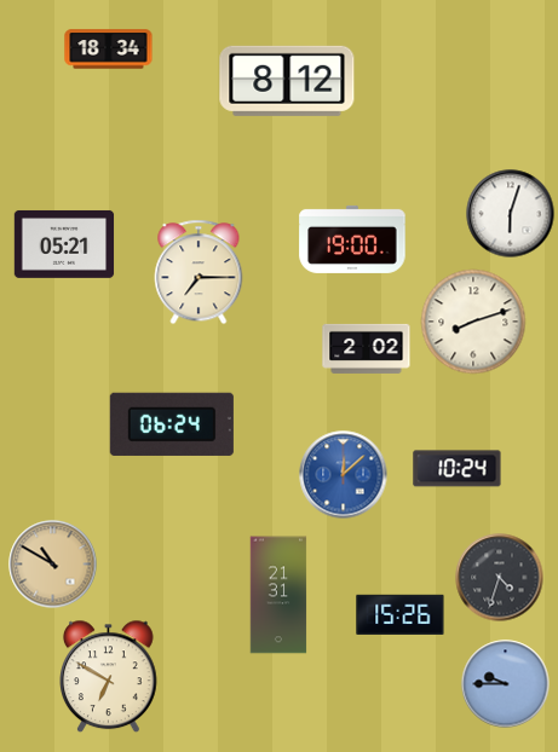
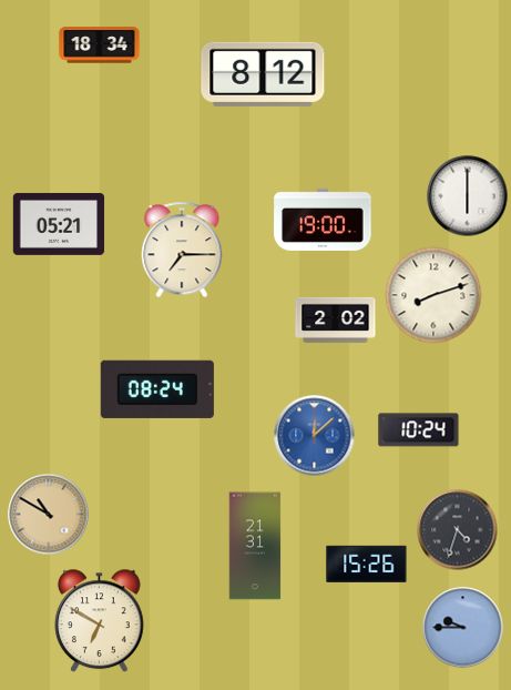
clock at (511, 214): 6:03 -> 6:00
clock at (172, 424): 06:24 -> 08:24
clock at (53, 565) position: (53, 565) -> (49, 515)
